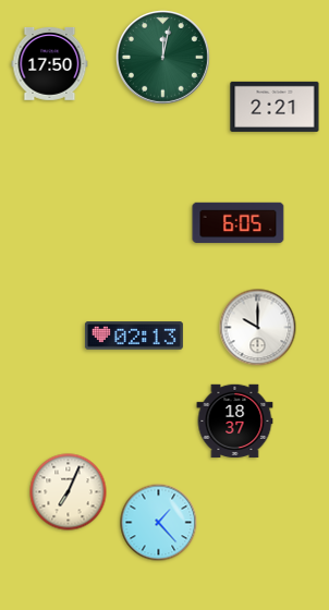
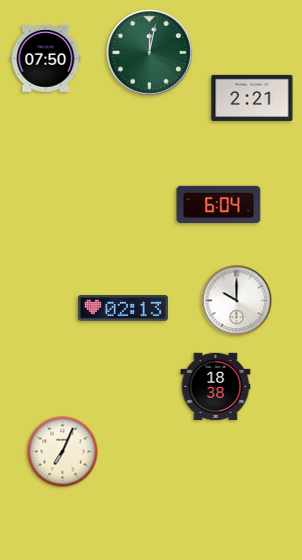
clock at (50, 63): 17:50 -> 07:50
clock at (239, 223): 6:05 -> 6:04
clock at (235, 422): 18:37 -> 18:38
clock at (159, 523): 1:23 -> none
